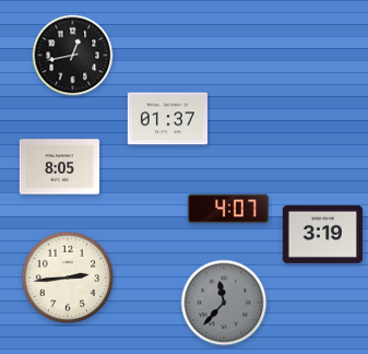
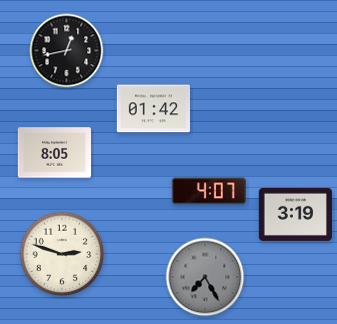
clock at (167, 119): 01:37 -> 01:42
clock at (68, 278): 2:44 -> 2:48
clock at (224, 303): 11:37 -> 7:25
